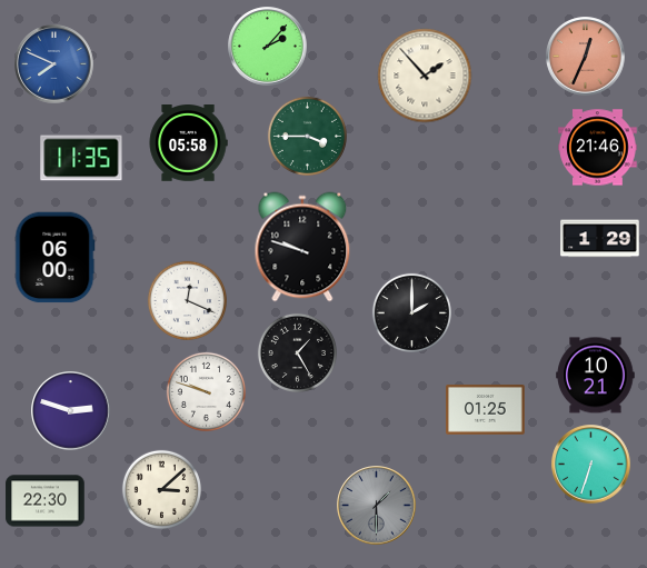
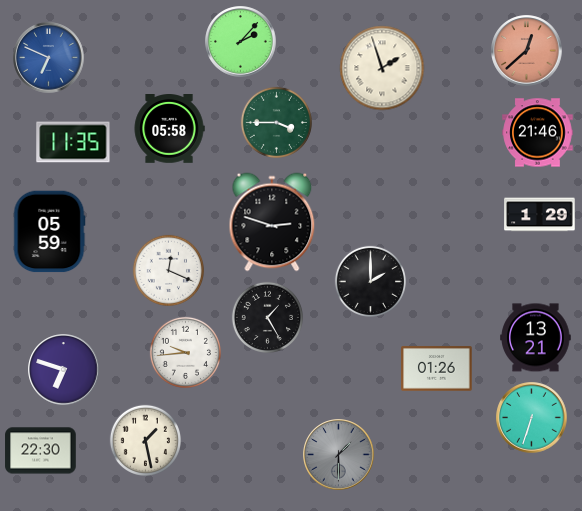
clock at (586, 57): 12:34 -> 12:38
clock at (54, 64): 7:49 -> 6:49
clock at (425, 76): 1:53 -> 1:57
clock at (302, 247): 9:48 -> 2:48
clock at (54, 258): 06:00 -> 05:59
clock at (596, 376): 10:21 -> 13:21
clock at (206, 391): 9:48 -> 9:44
clock at (486, 410): 01:25 -> 01:26
clock at (71, 411): 2:48 -> 6:48
clock at (161, 489): 3:08 -> 1:28
